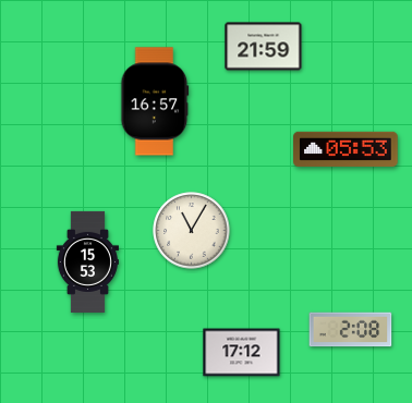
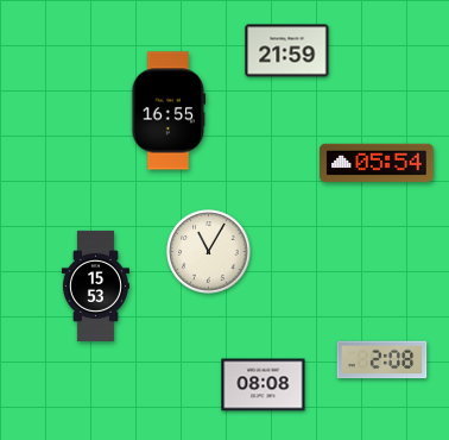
clock at (155, 101): 16:57 -> 16:55
clock at (346, 148): 05:53 -> 05:54
clock at (242, 353): 17:12 -> 08:08
